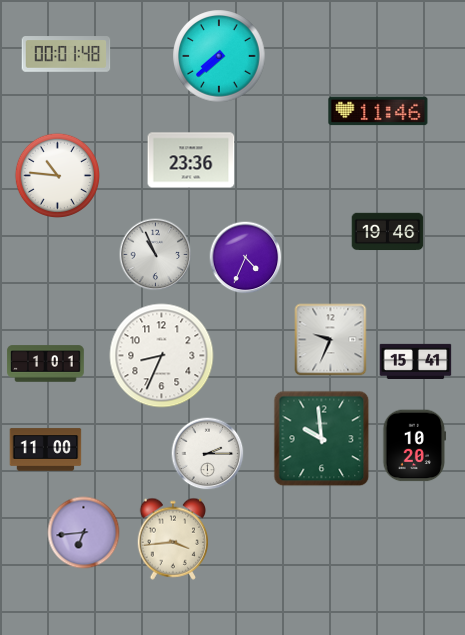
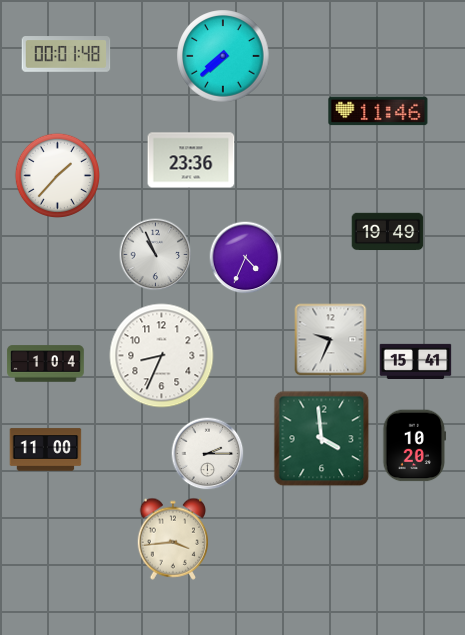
clock at (219, 56) position: (219, 56) -> (223, 56)
clock at (57, 175): 10:46 -> 1:37
clock at (388, 232): 19:46 -> 19:49
clock at (46, 364): 1:01 -> 1:04
clock at (322, 439): 9:59 -> 3:59
clock at (84, 533): 6:44 -> none
